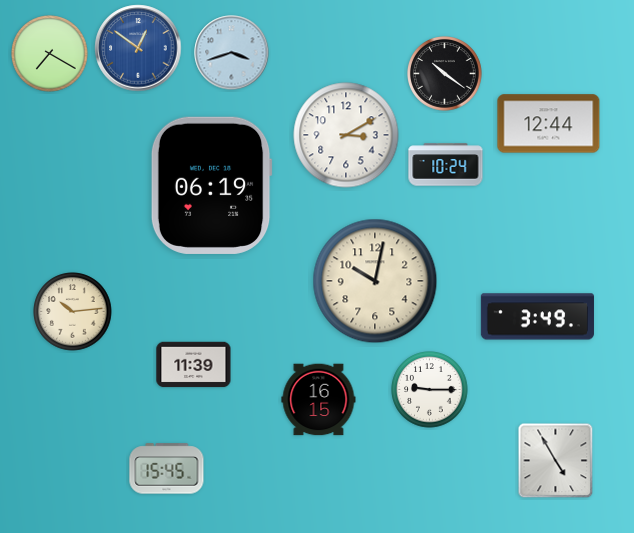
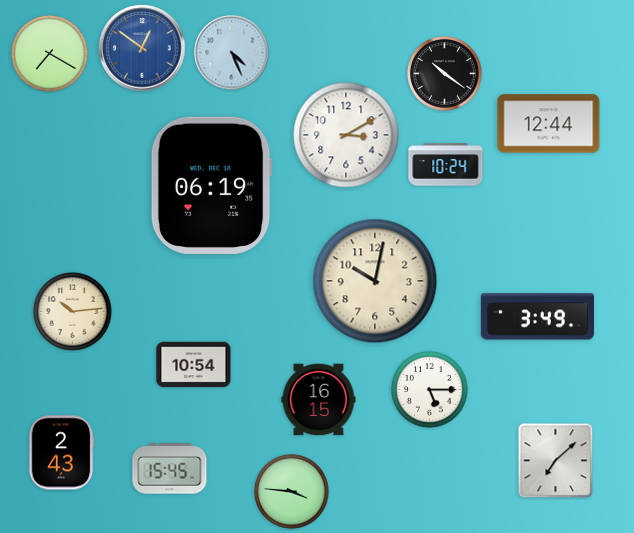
clock at (138, 48) position: (138, 48) -> (142, 48)
clock at (232, 53): 3:42 -> 4:26
clock at (194, 365): 11:39 -> 10:54
clock at (430, 390): 9:15 -> 5:15
clock at (61, 453): none -> 2:43
clock at (556, 461): 4:55 -> 7:08
clock at (167, 469) position: (167, 469) -> (170, 469)
clock at (292, 492): none -> 3:46
